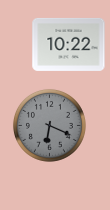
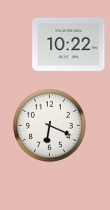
clock at (49, 125) dial: grey -> white
